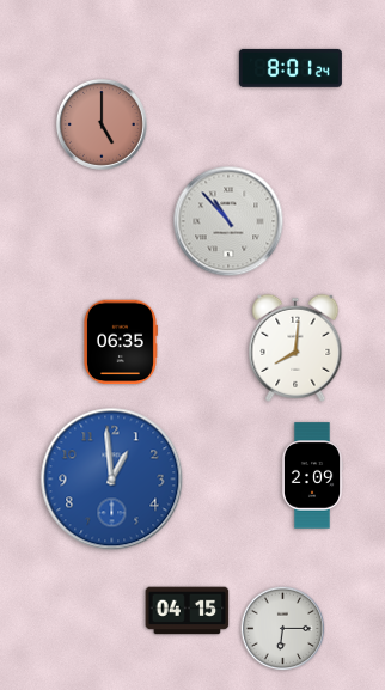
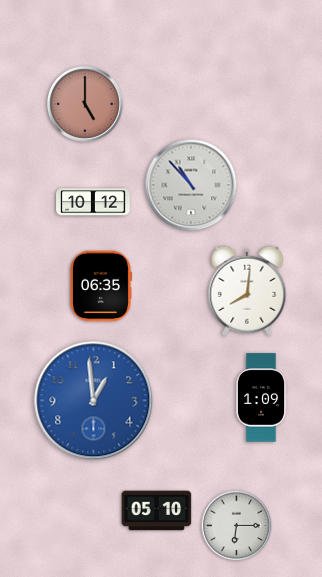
clock at (291, 68): 8:01 -> none
clock at (93, 202): none -> 10:12
clock at (312, 476): 2:09 -> 1:09
clock at (188, 611): 04:15 -> 05:10
